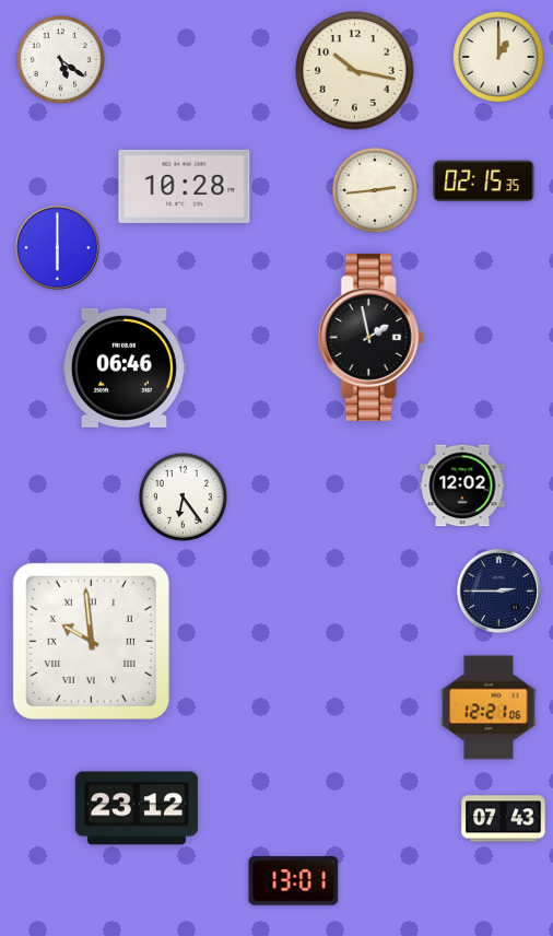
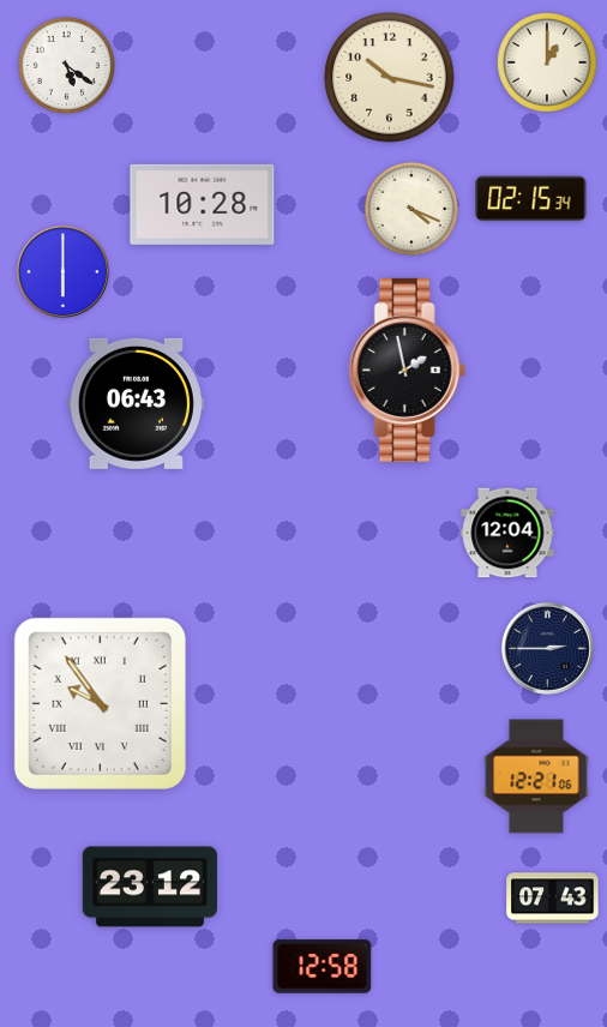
clock at (484, 182): 02:15:35 -> 02:15:34
clock at (374, 189): 2:44 -> 4:19
clock at (123, 367): 06:46 -> 06:43
clock at (462, 485): 12:02 -> 12:04
clock at (183, 496): 6:24 -> none
clock at (91, 641): 9:59 -> 9:54
clock at (294, 881): 13:01 -> 12:58
